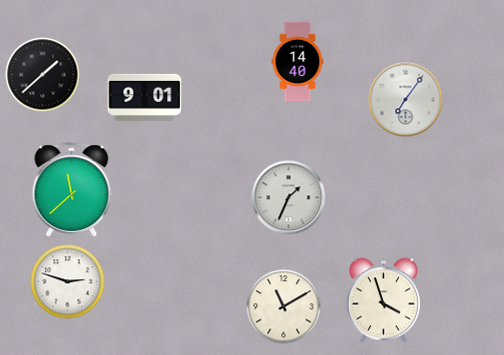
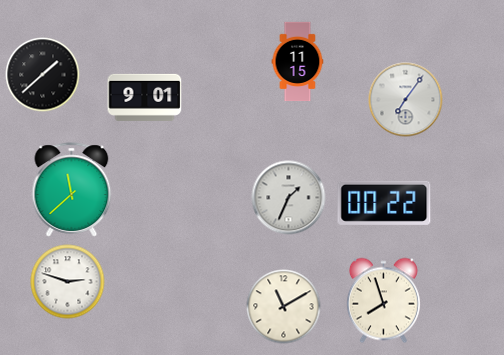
clock at (298, 62): 14:40 -> 11:15
clock at (384, 203): none -> 00:22
clock at (383, 301): 3:57 -> 7:57
